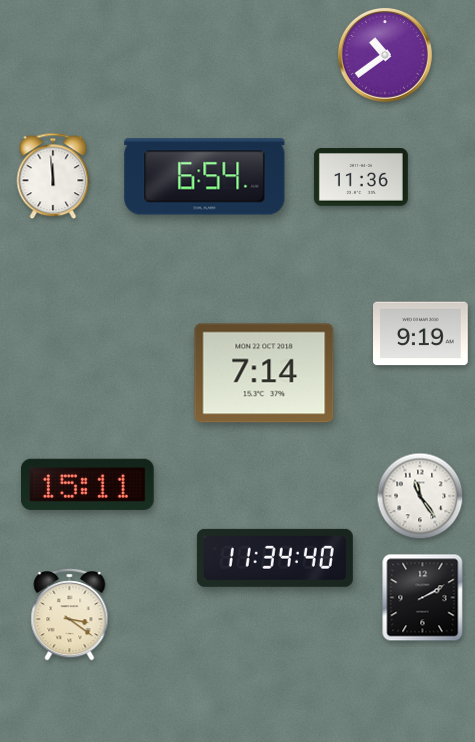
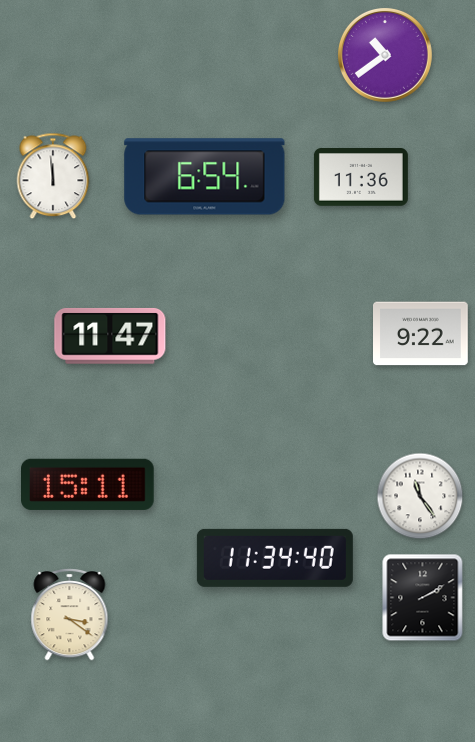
clock at (421, 334): 9:19 -> 9:22
clock at (110, 336): none -> 11:47
clock at (264, 373): 7:14 -> none
